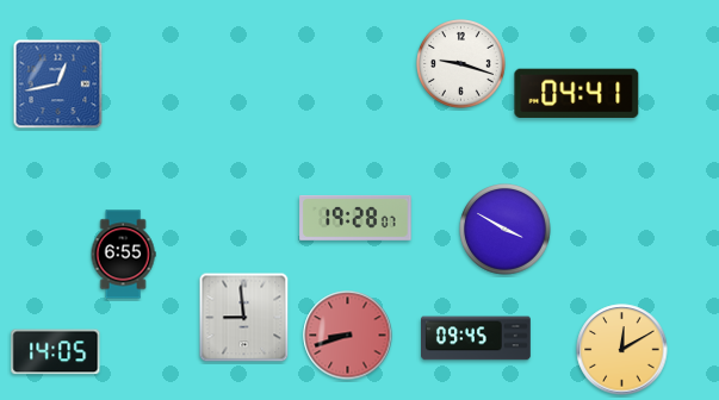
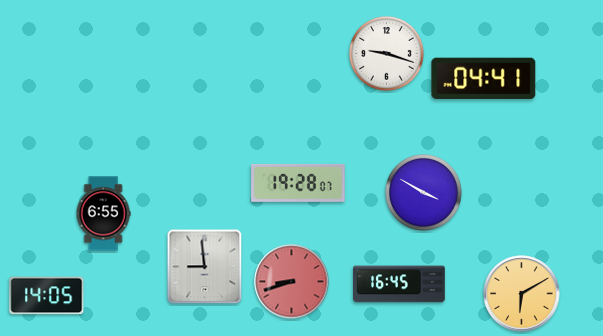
clock at (58, 85): 12:43 -> none
clock at (477, 338): 09:45 -> 16:45
clock at (622, 350): 12:10 -> 6:10
